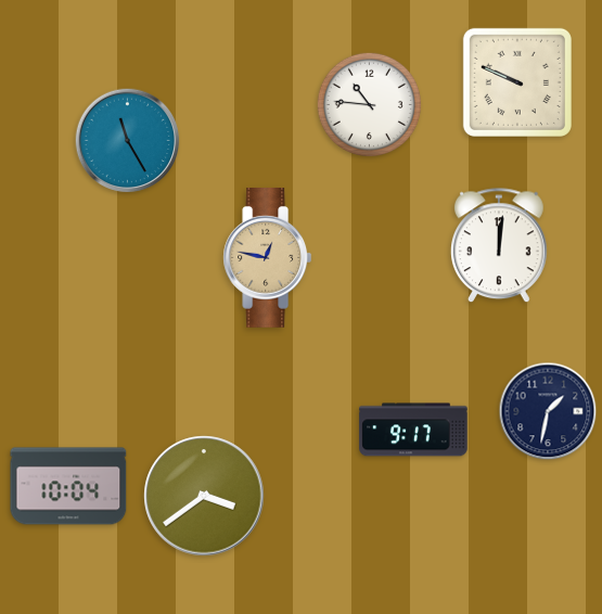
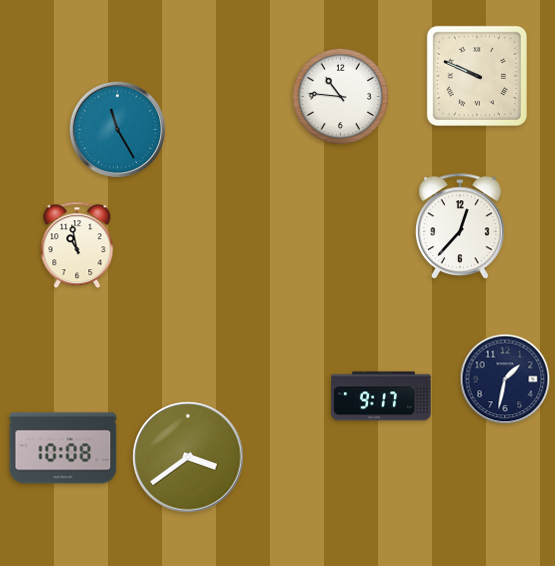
clock at (500, 246): 12:01 -> 12:37
clock at (268, 258): 12:47 -> none
clock at (77, 245): none -> 10:58
clock at (68, 486): 10:04 -> 10:08
